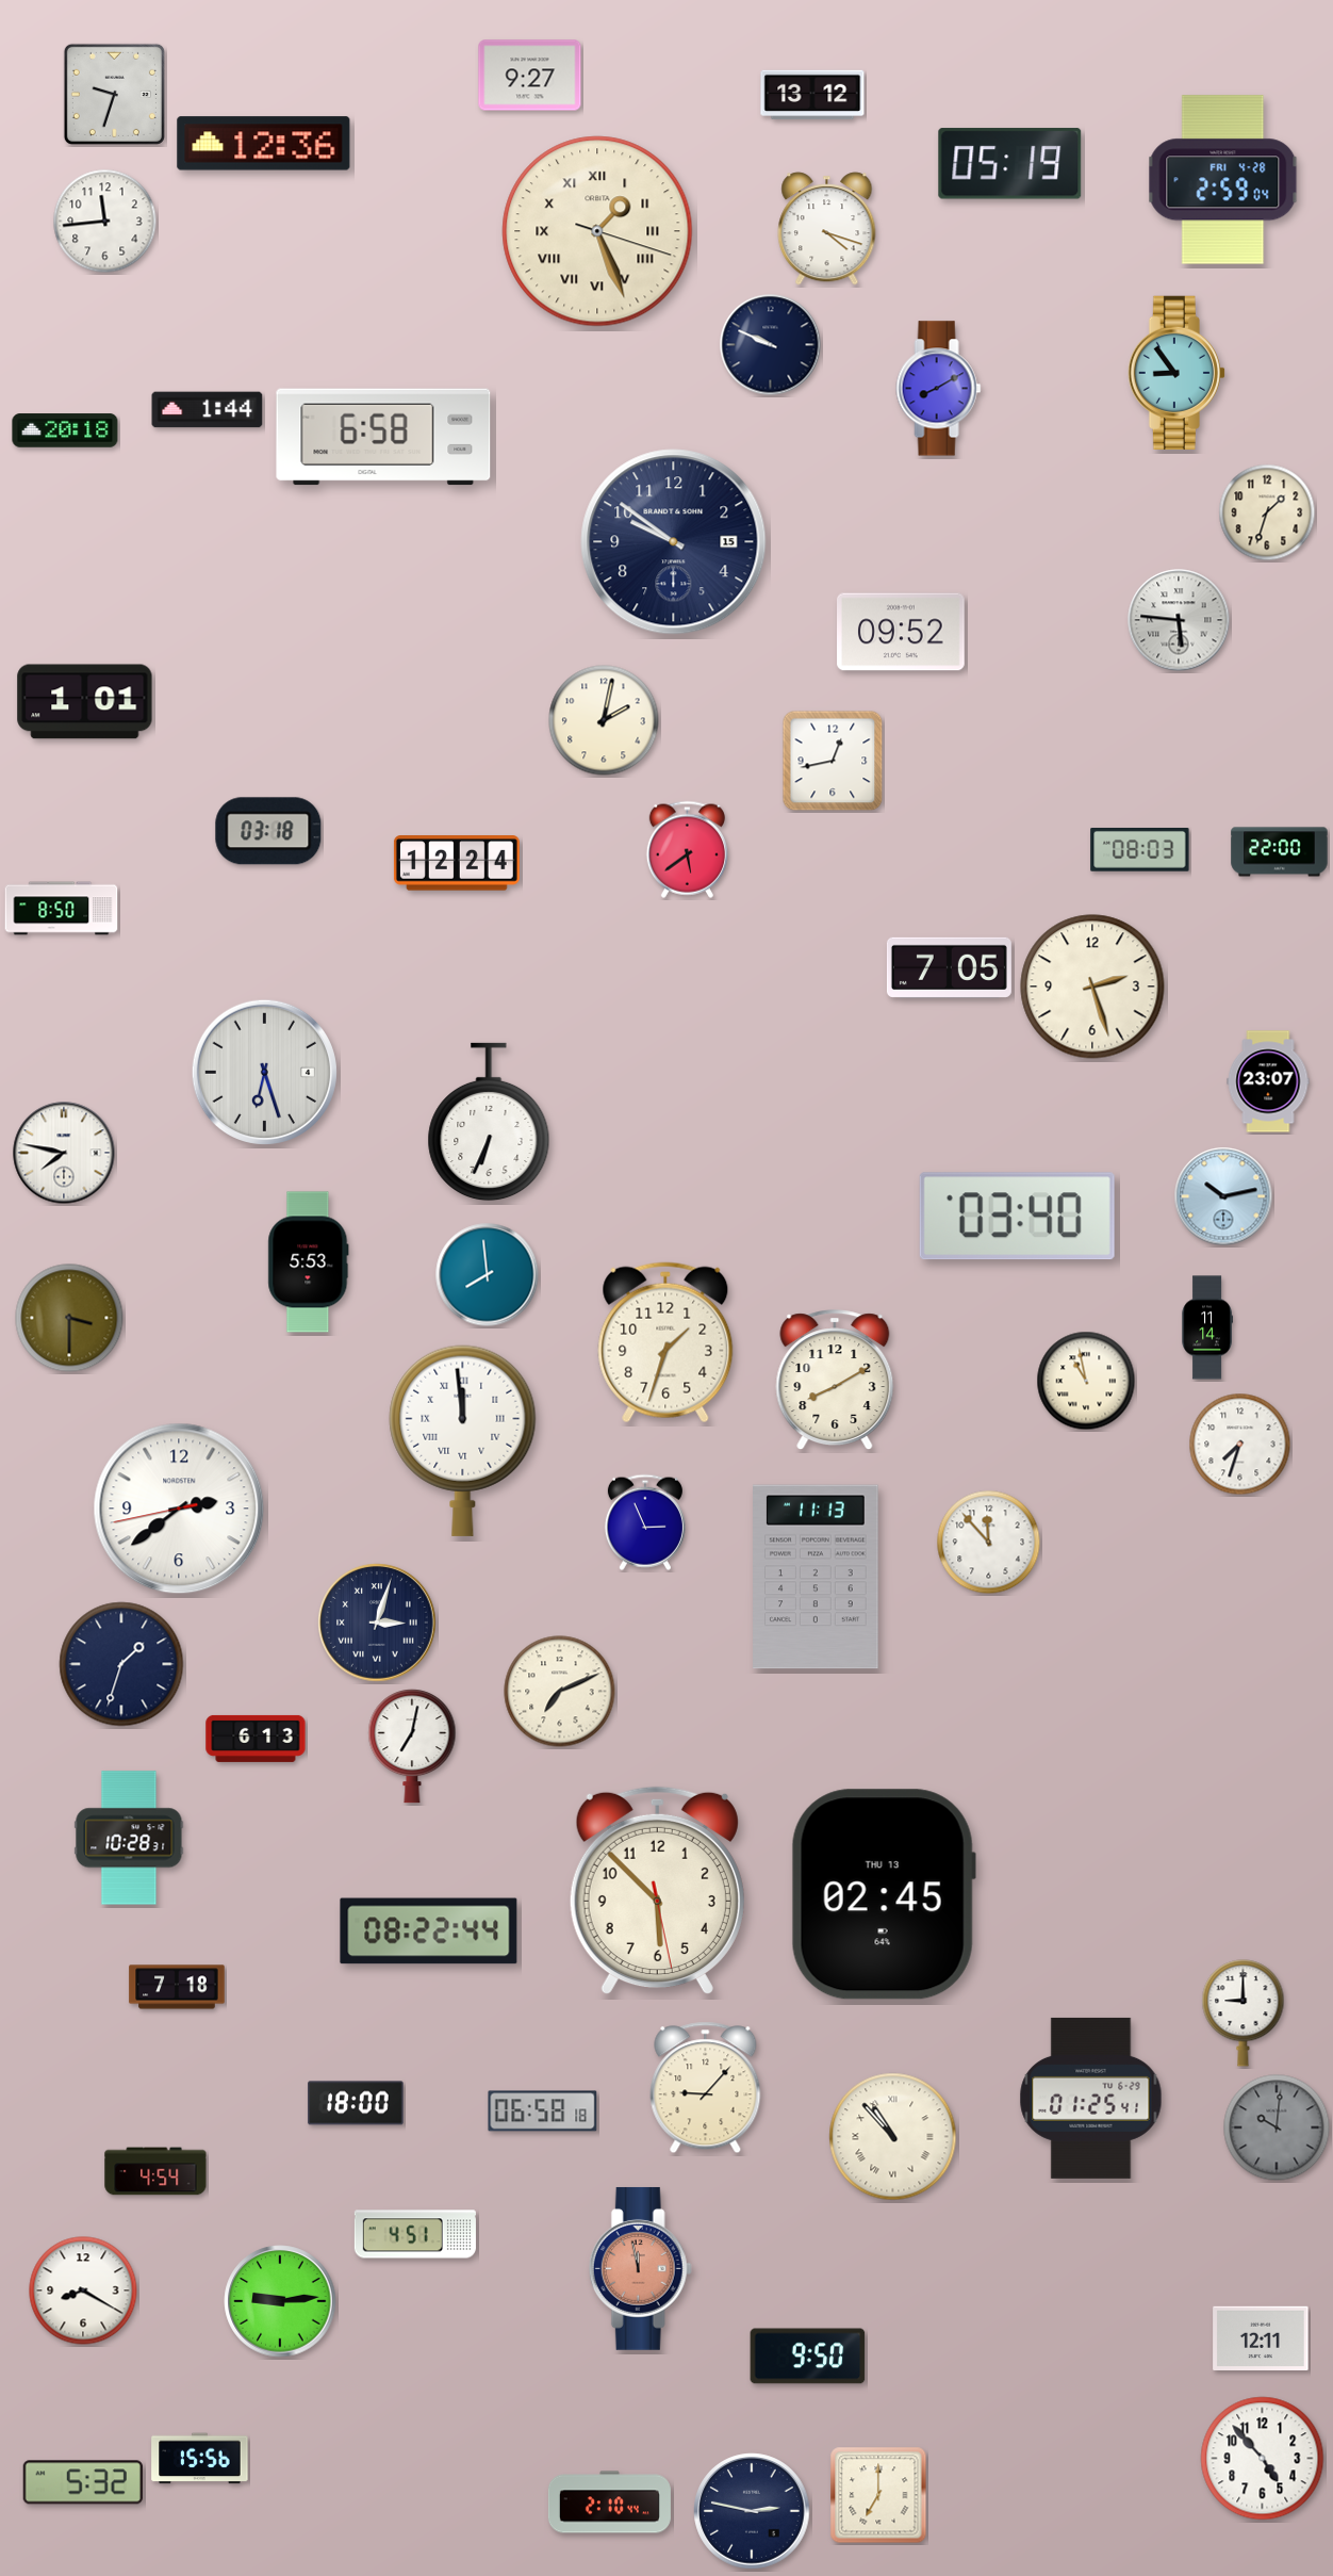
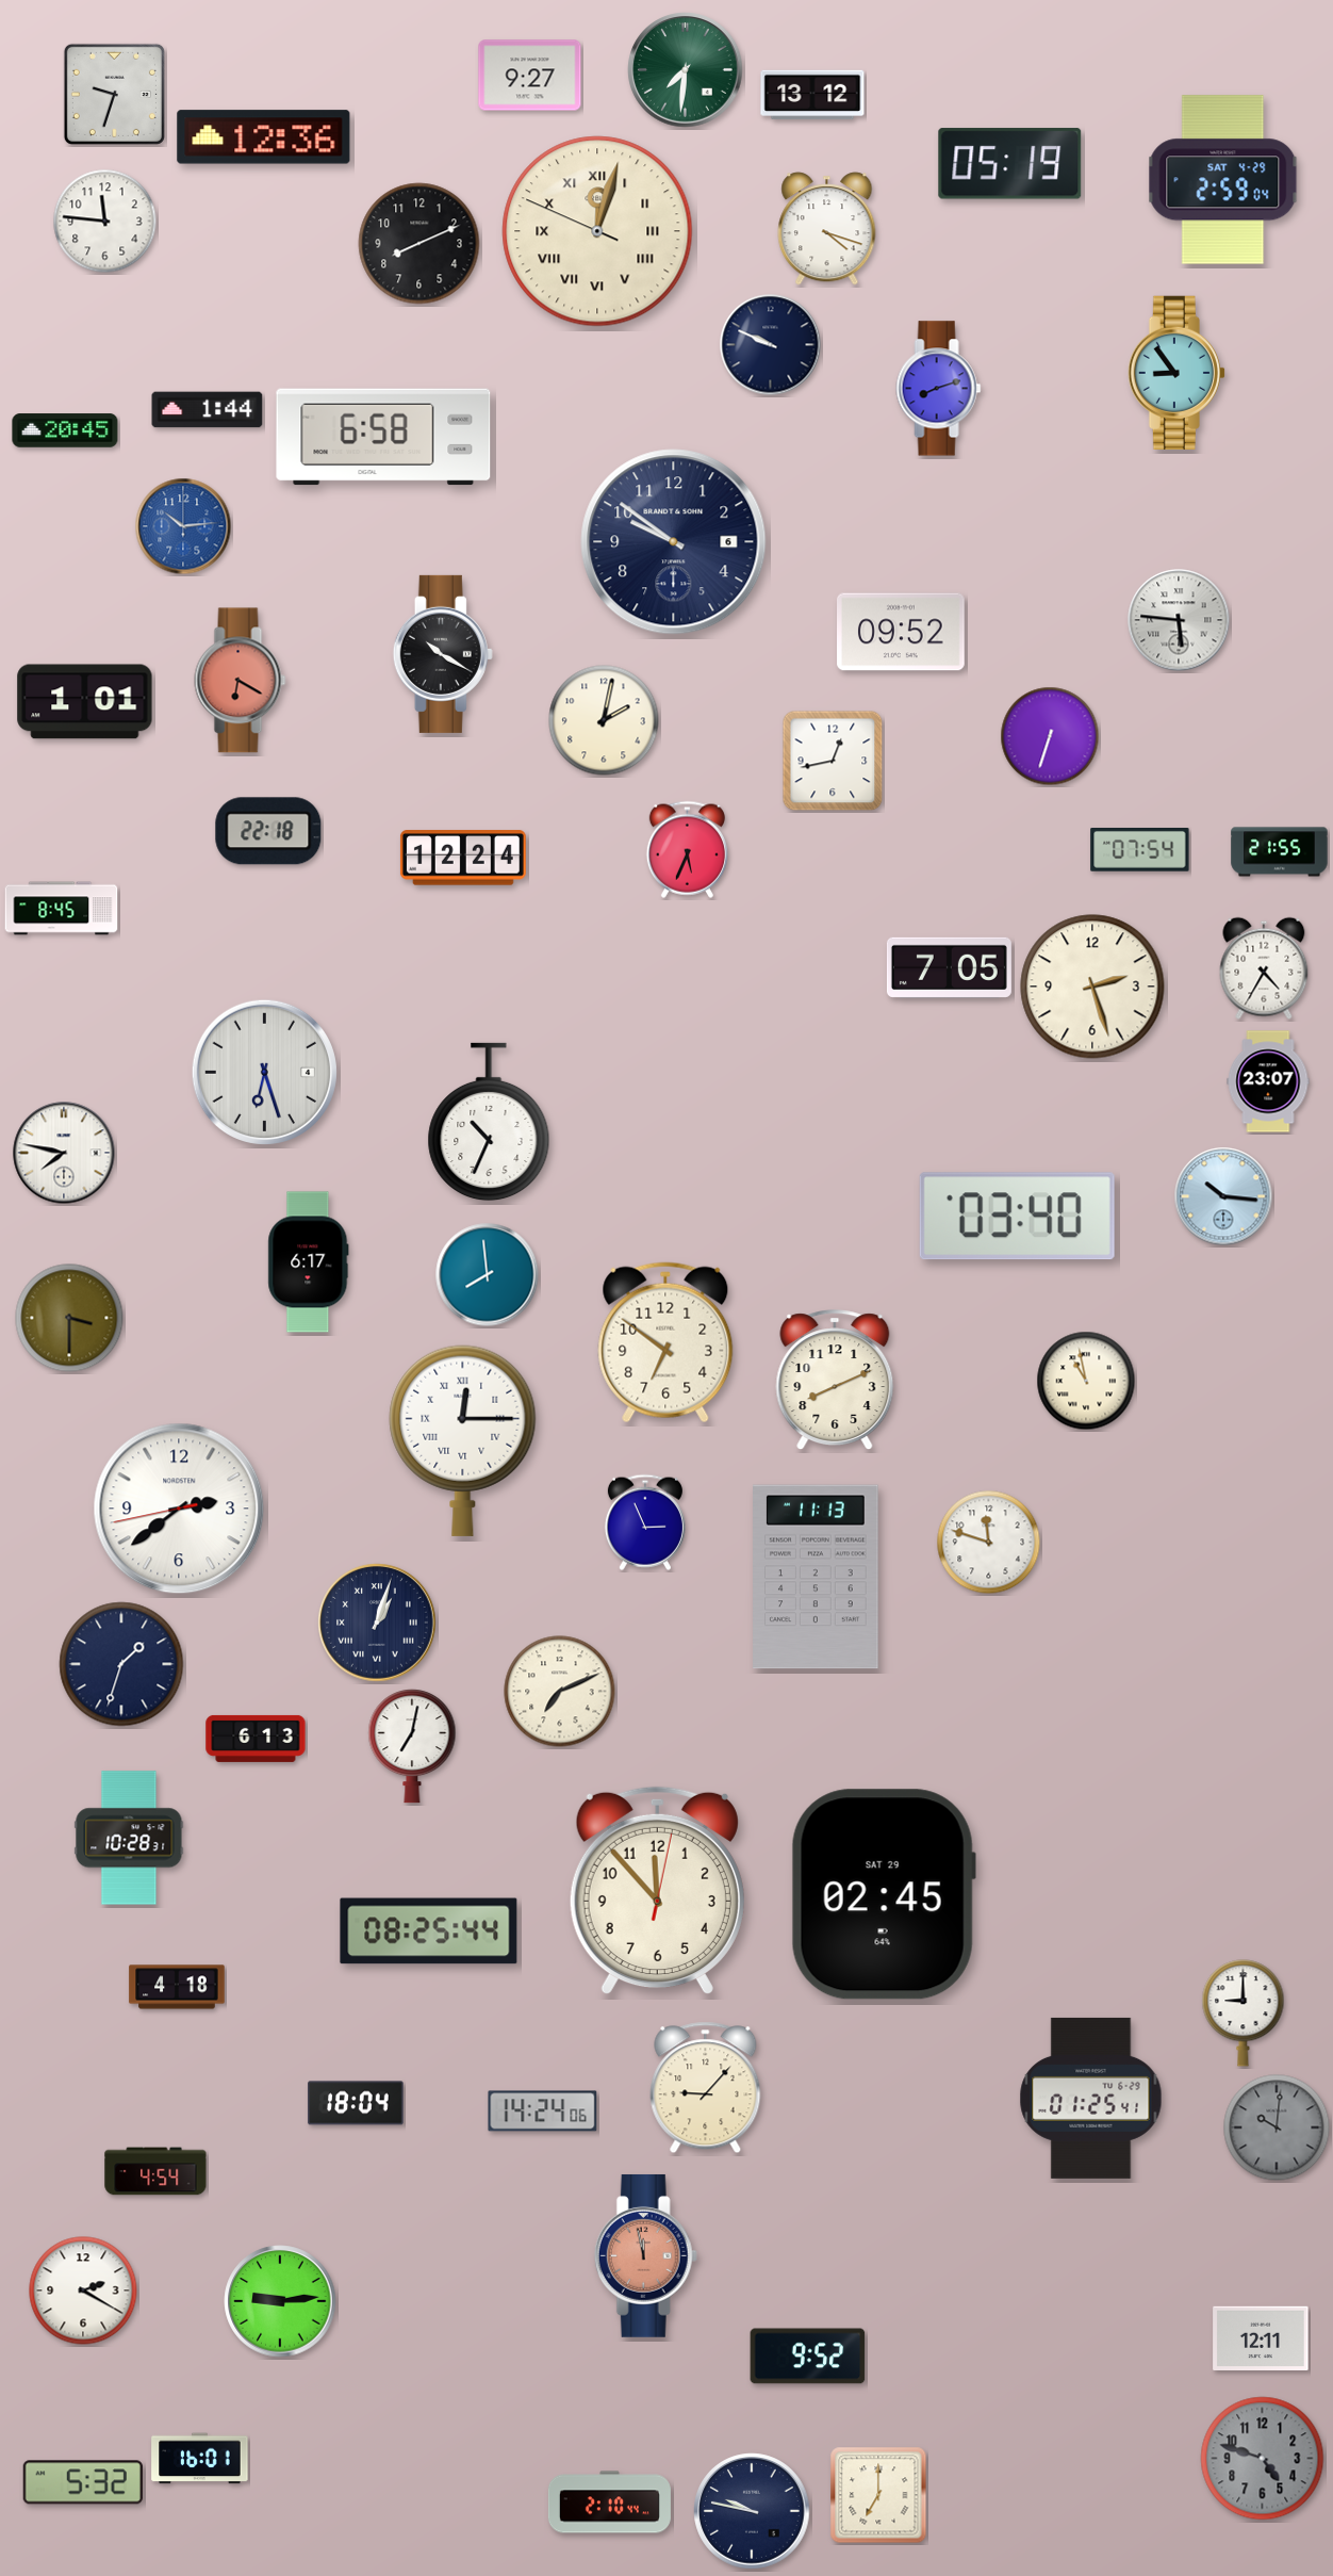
clock at (686, 70): none -> 7:31
clock at (264, 144) position: (264, 144) -> (264, 137)
clock at (1223, 180) date: FRI 4-28 -> SAT 4-29
clock at (105, 222): 11:44 -> 11:46
clock at (597, 231): 1:26 -> 12:02
clock at (419, 244): none -> 8:11
clock at (939, 389): 8:10 -> 8:12
clock at (65, 430): 20:18 -> 20:45
clock at (1267, 512): 1:33 -> none
clock at (183, 526): none -> 10:14
clock at (674, 542) date: 15 -> 6
clock at (443, 654): none -> 10:20
clock at (241, 681): none -> 6:20
clock at (1050, 736): none -> 6:33
clock at (268, 831): 03:18 -> 22:18
clock at (687, 849): 5:39 -> 5:34
clock at (1140, 850): 08:03 -> 07:54
clock at (1280, 852): 22:00 -> 21:55
clock at (457, 863) position: (457, 863) -> (463, 858)
clock at (62, 909): 8:50 -> 8:45
clock at (1264, 968): none -> 4:35
clock at (489, 1122): 6:34 -> 10:34
clock at (1223, 1196): 10:13 -> 10:16
clock at (309, 1262): 5:53 -> 6:17
clock at (1207, 1327): 11:14 -> none
clock at (665, 1342): 1:33 -> 6:51
clock at (835, 1381): 8:10 -> 8:11
clock at (463, 1440): 11:59 -> 12:15
clock at (1240, 1445): 7:33 -> none
clock at (989, 1543): 11:53 -> 11:48
clock at (377, 1623): 3:03 -> 1:03
clock at (657, 1891): 5:52 -> 11:53
clock at (884, 1894) date: THU 13 -> SAT 29
clock at (429, 1931): 08:22 -> 08:25
clock at (177, 1987): 7:18 -> 4:18
clock at (356, 2103): 18:00 -> 18:04
clock at (543, 2112): 06:58 -> 14:24
clock at (893, 2137): 10:53 -> none
clock at (415, 2234): 4:51 -> none
clock at (640, 2268) position: (640, 2268) -> (645, 2255)
clock at (83, 2290): 8:20 -> 2:20
clock at (808, 2357): 9:50 -> 9:52
clock at (200, 2459): 15:56 -> 16:01
clock at (1263, 2459): 4:53 -> 4:48
clock at (1263, 2459) dial: white -> grey
clock at (752, 2511): 2:47 -> 9:47
